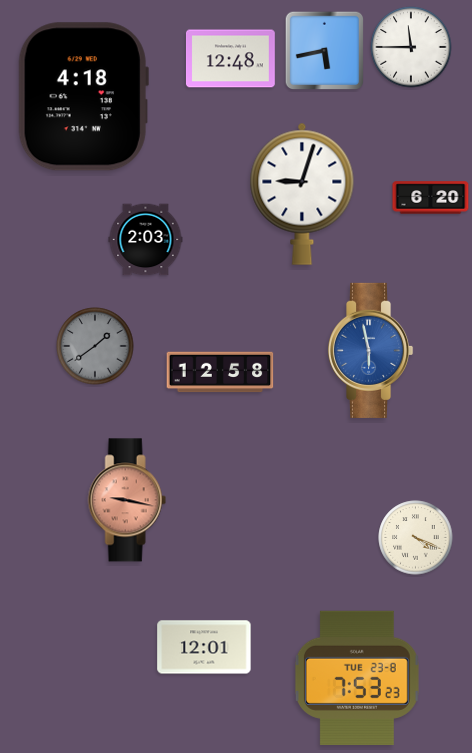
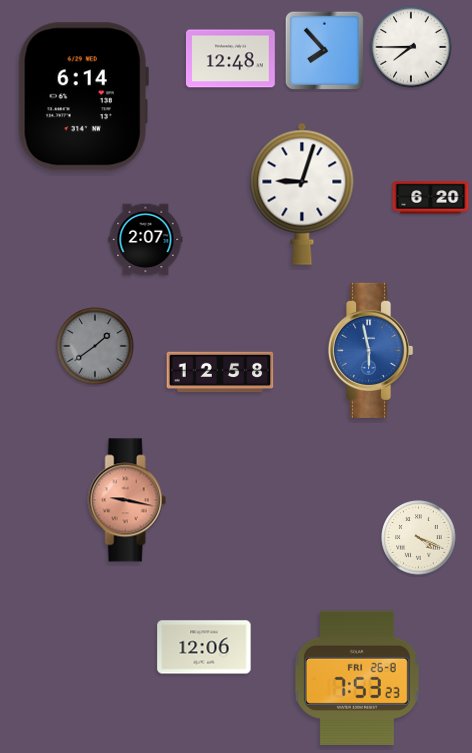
clock at (411, 47): 11:45 -> 7:45
clock at (324, 50): 5:43 -> 7:53
clock at (83, 97): 4:18 -> 6:14
clock at (146, 240): 2:03 -> 2:07
clock at (416, 538) position: (416, 538) -> (419, 538)
clock at (204, 647): 12:01 -> 12:06
clock at (357, 678) date: TUE 23-8 -> FRI 26-8
